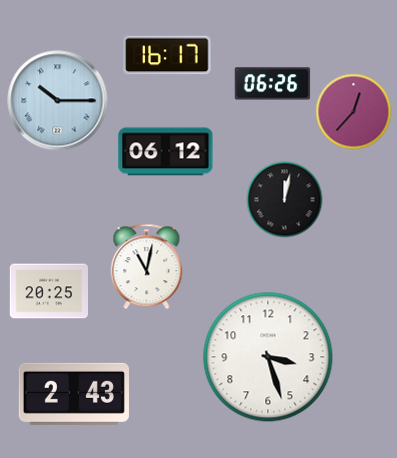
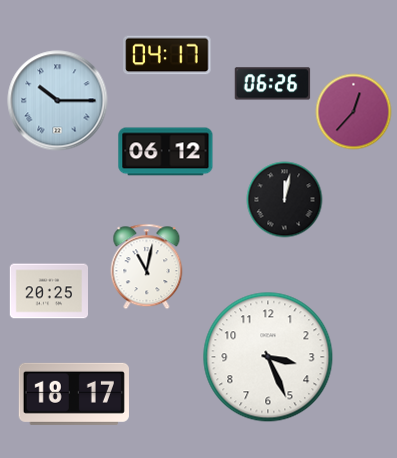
clock at (167, 55): 16:17 -> 04:17
clock at (268, 357): 3:27 -> 3:26
clock at (74, 394): 2:43 -> 18:17
